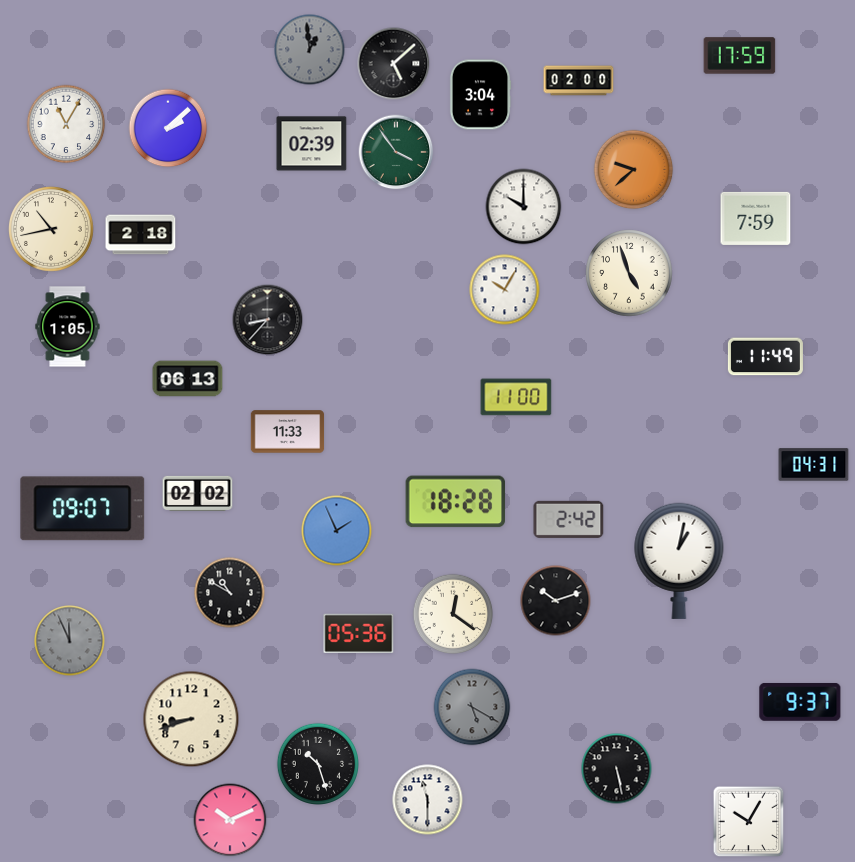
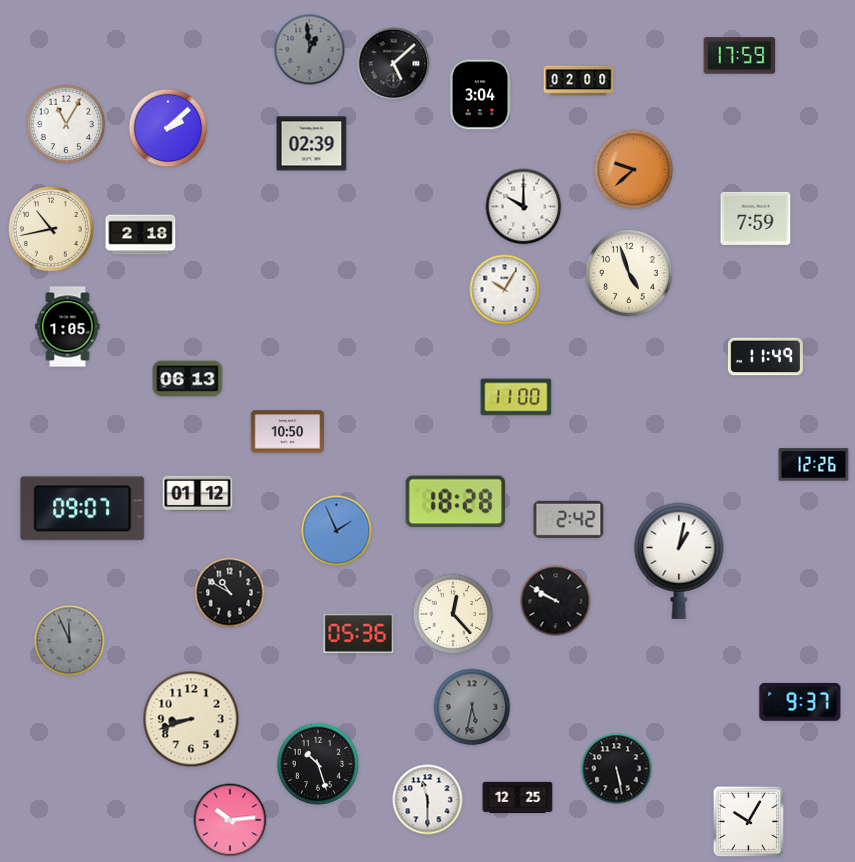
clock at (396, 152): 3:54 -> none
clock at (268, 320): 8:37 -> none
clock at (288, 432): 11:33 -> 10:50
clock at (814, 465): 04:31 -> 12:26
clock at (198, 493): 02:02 -> 01:12
clock at (556, 601): 10:12 -> 9:50
clock at (453, 614): 12:21 -> 12:23
clock at (472, 707): 5:20 -> 5:32
clock at (518, 797): none -> 12:25
clock at (230, 820): 10:11 -> 10:14
